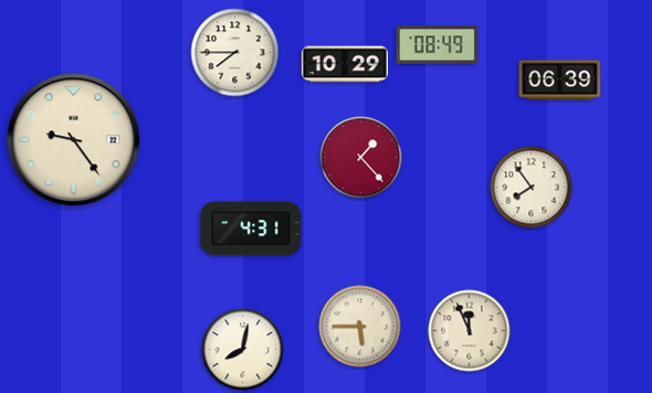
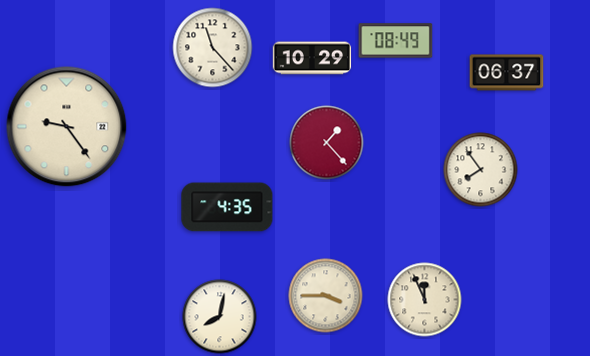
clock at (235, 53): 7:45 -> 11:23
clock at (560, 81): 06:39 -> 06:37
clock at (251, 229): 4:31 -> 4:35
clock at (360, 327): 5:45 -> 3:45
